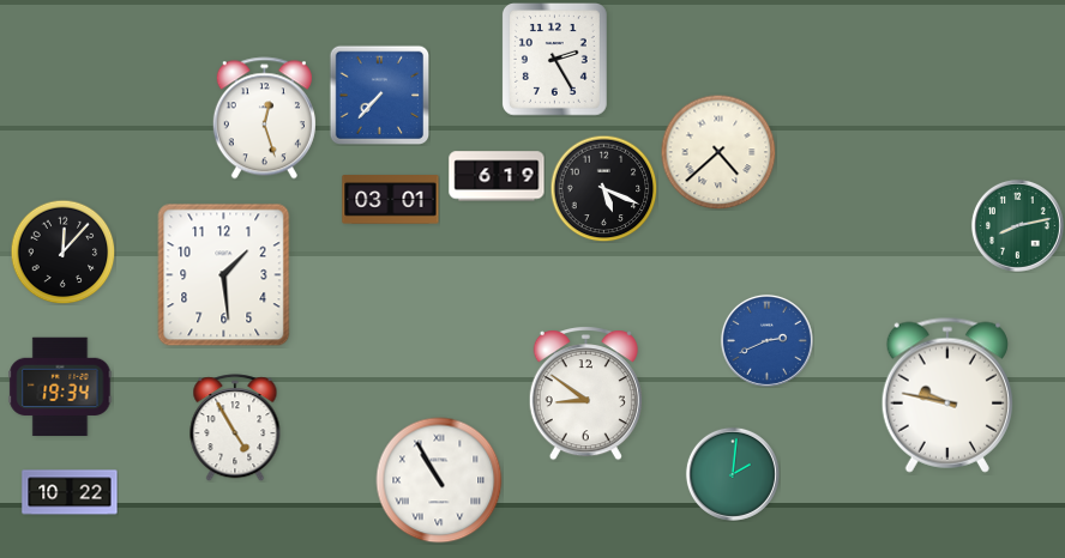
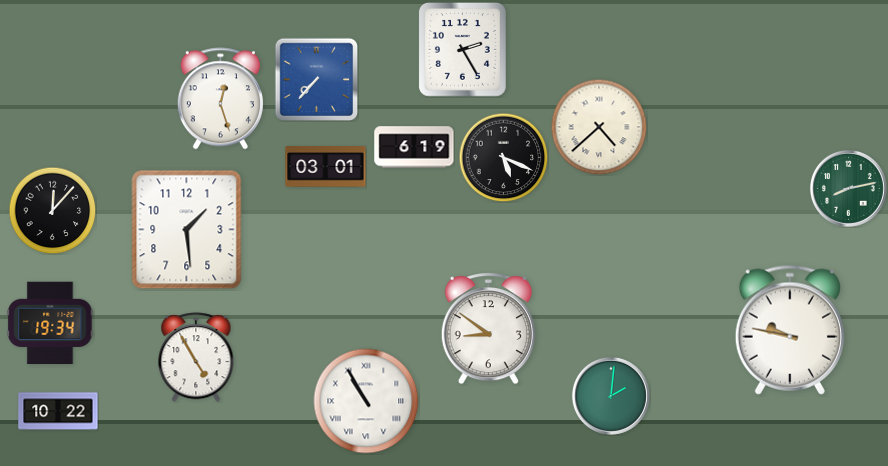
clock at (766, 340): 2:41 -> none
